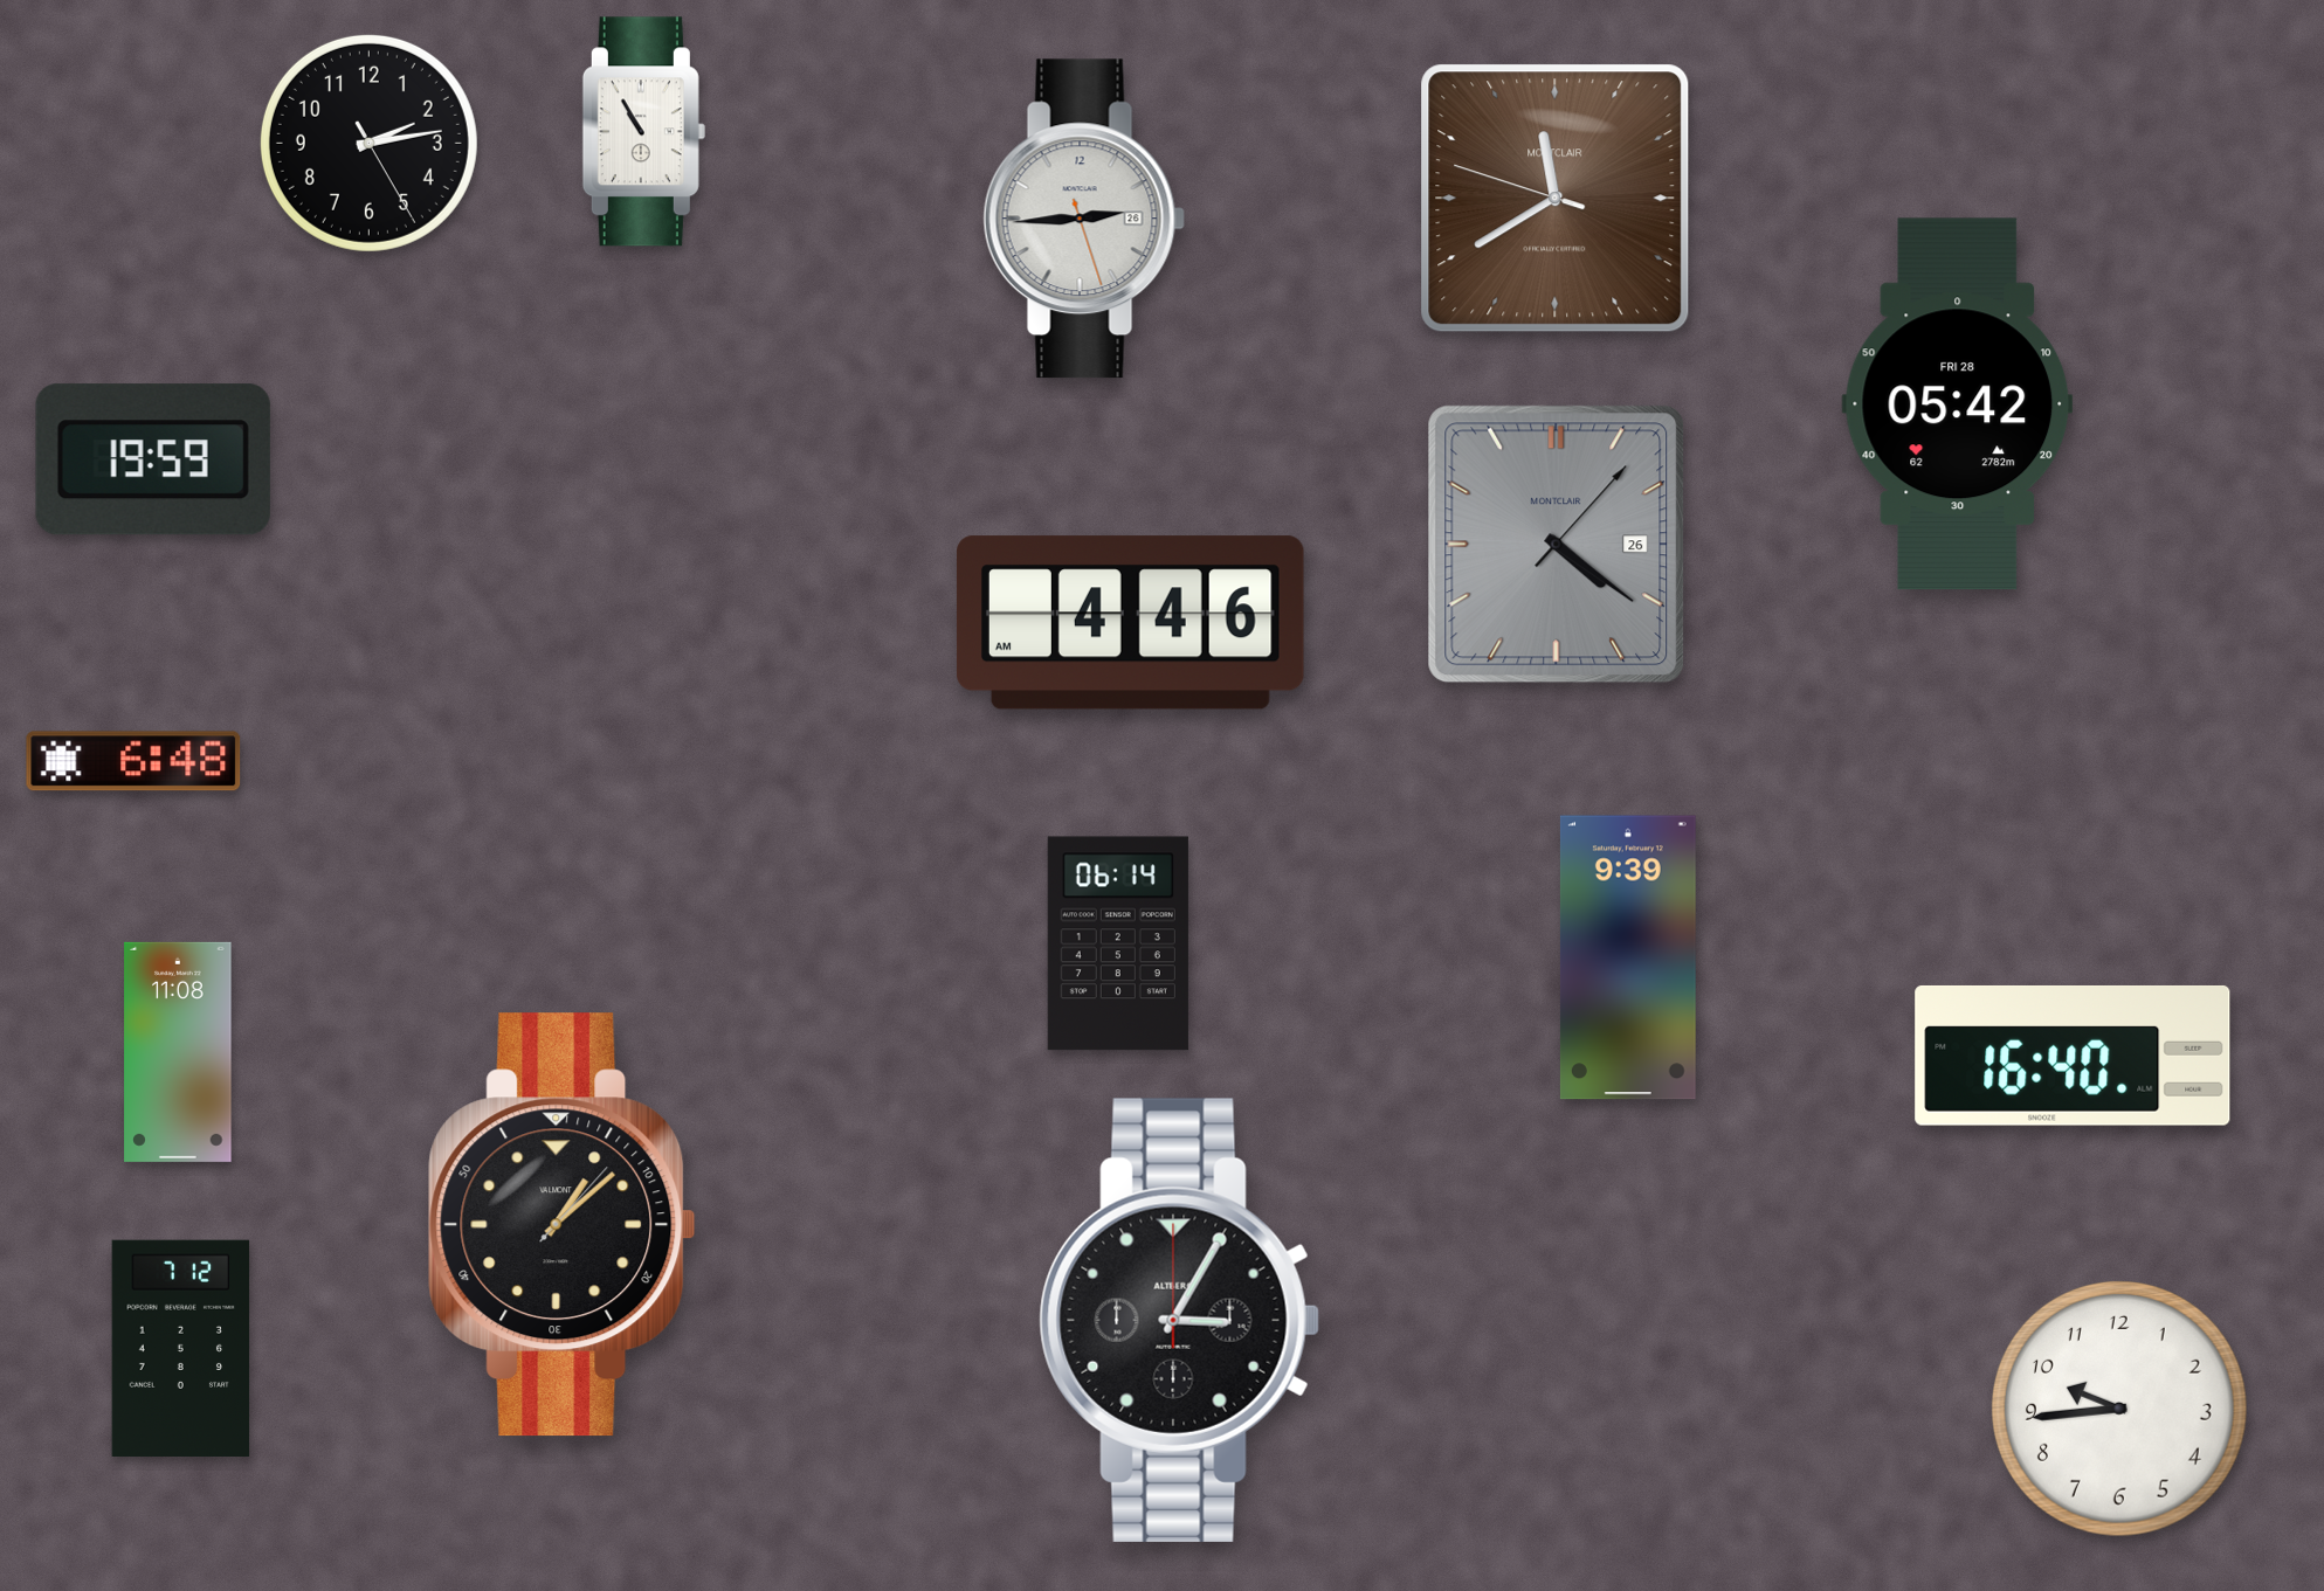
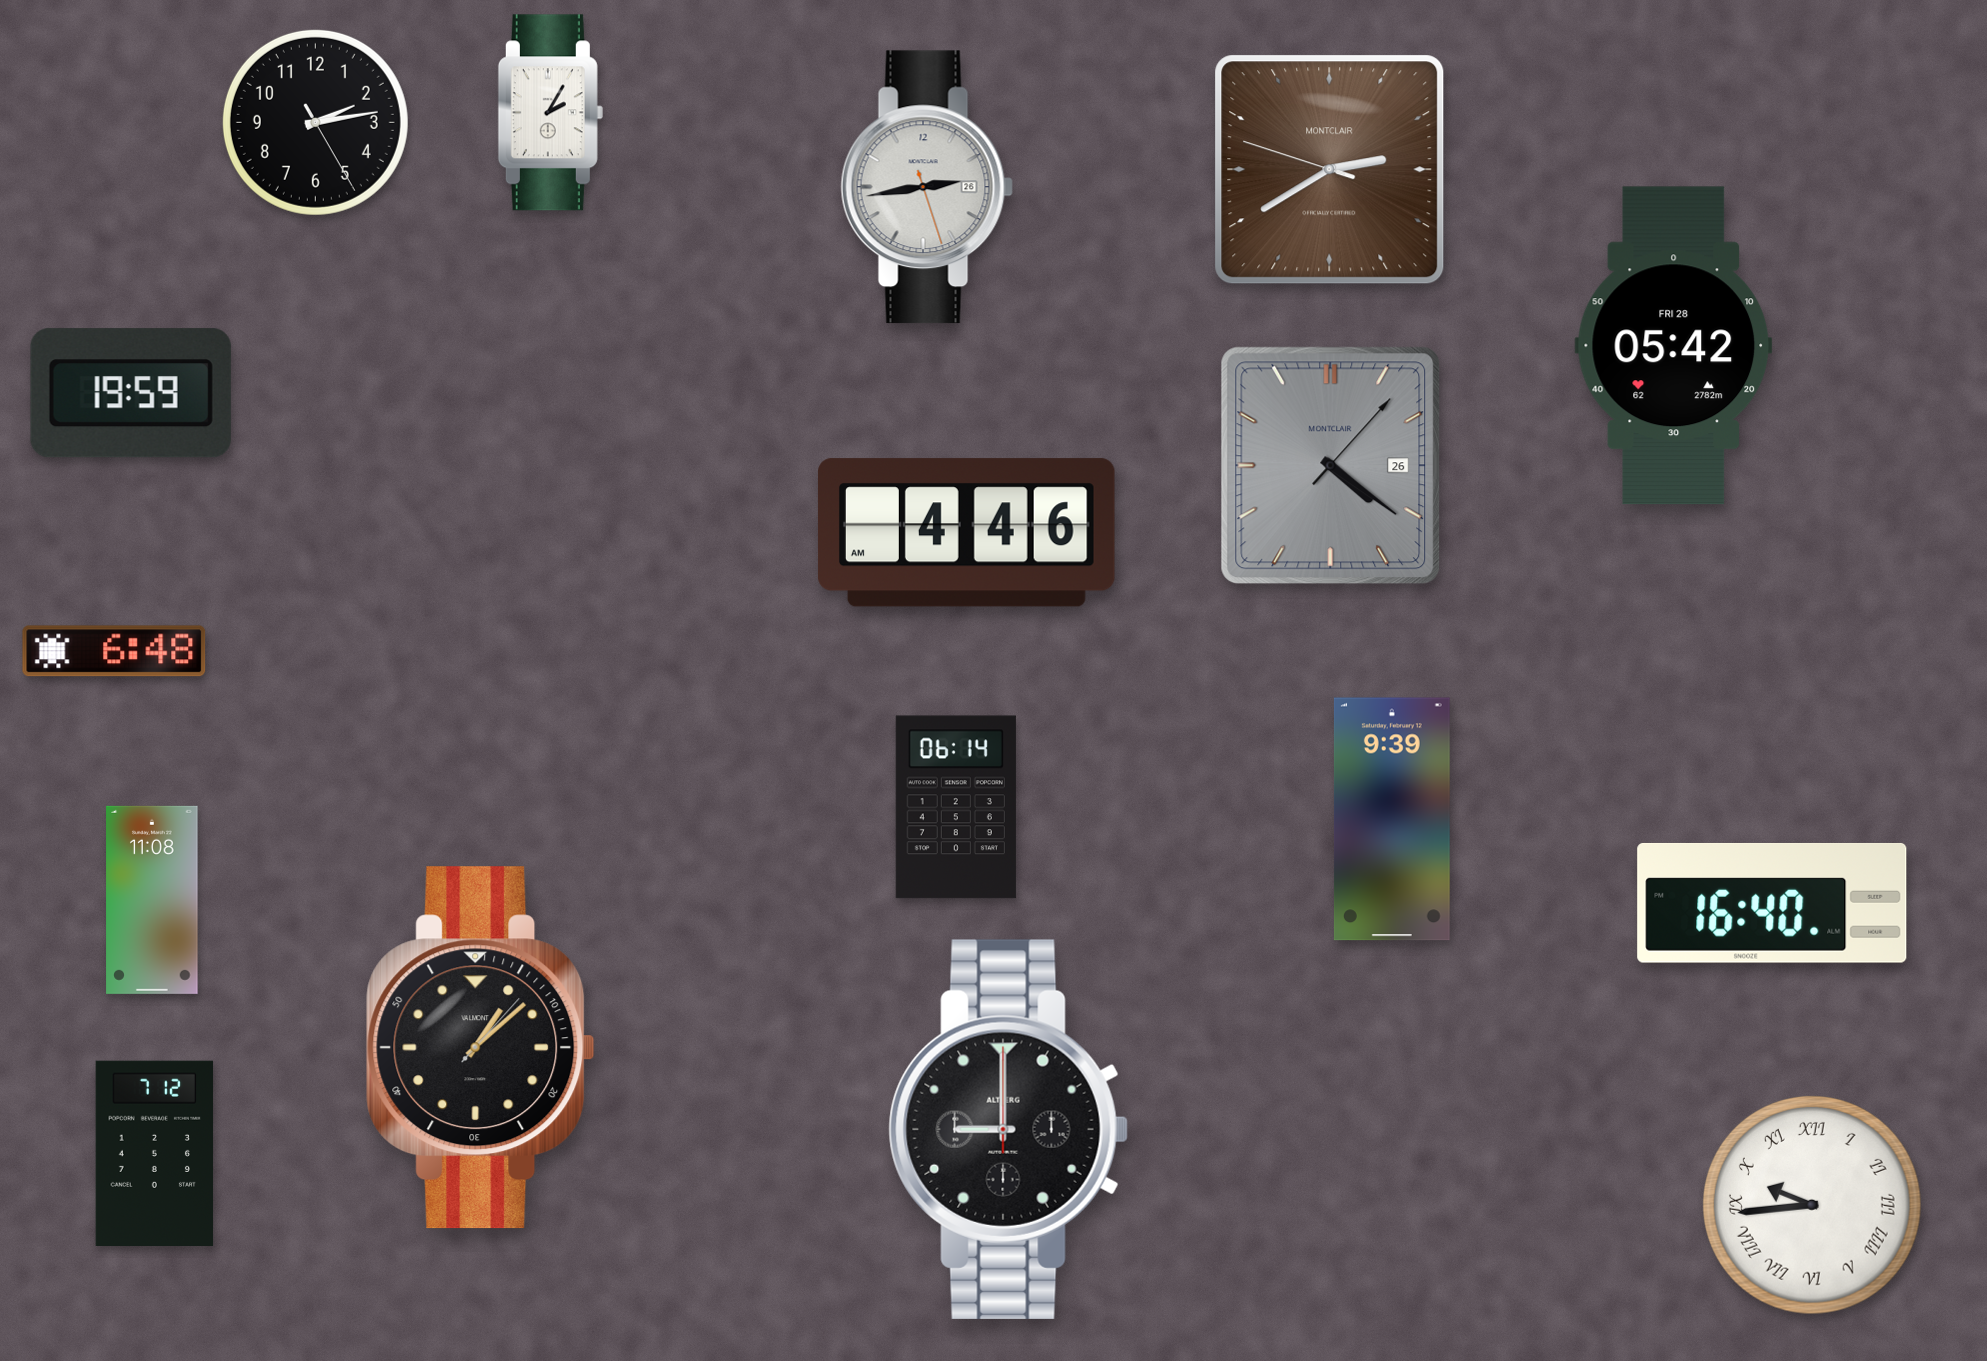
clock at (643, 132): 10:55 -> 2:05
clock at (1556, 199): 11:39 -> 2:39
clock at (1084, 219): 2:44 -> 2:43
clock at (1179, 1320): 3:05 -> 9:00
clock at (2120, 1410) numerals: Arabic -> Roman
